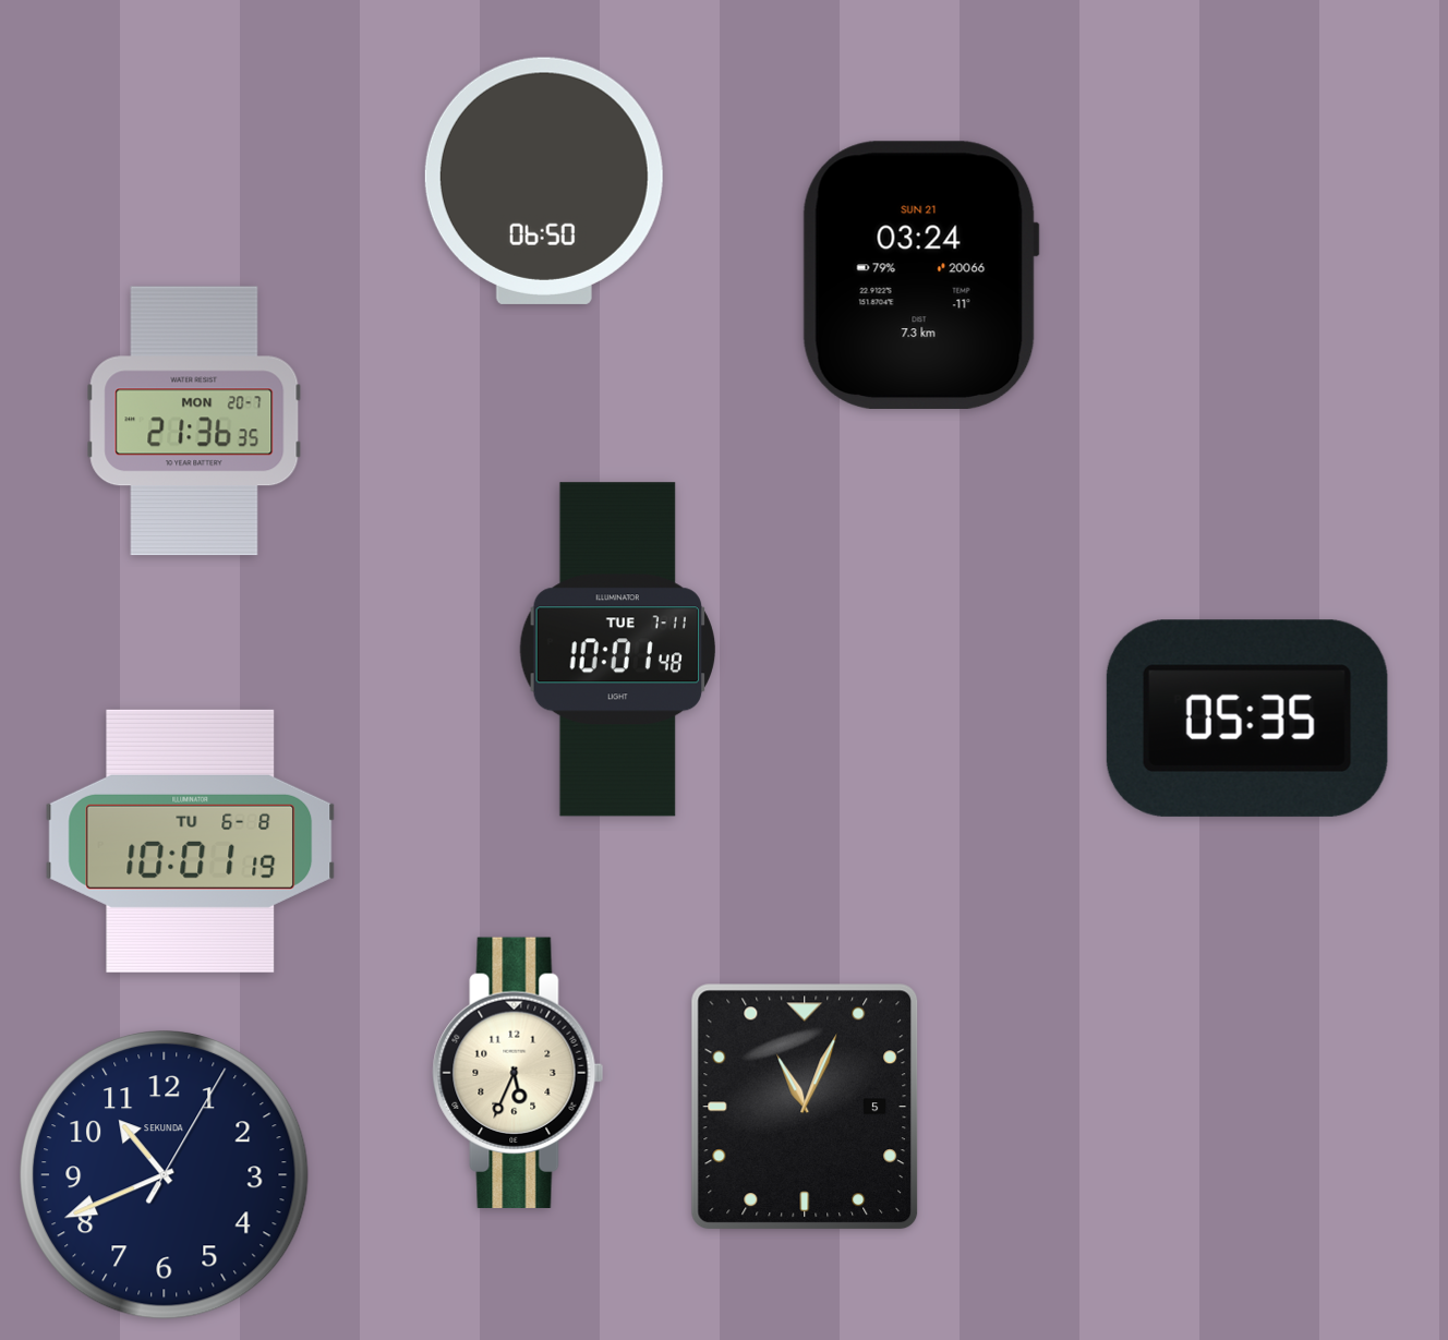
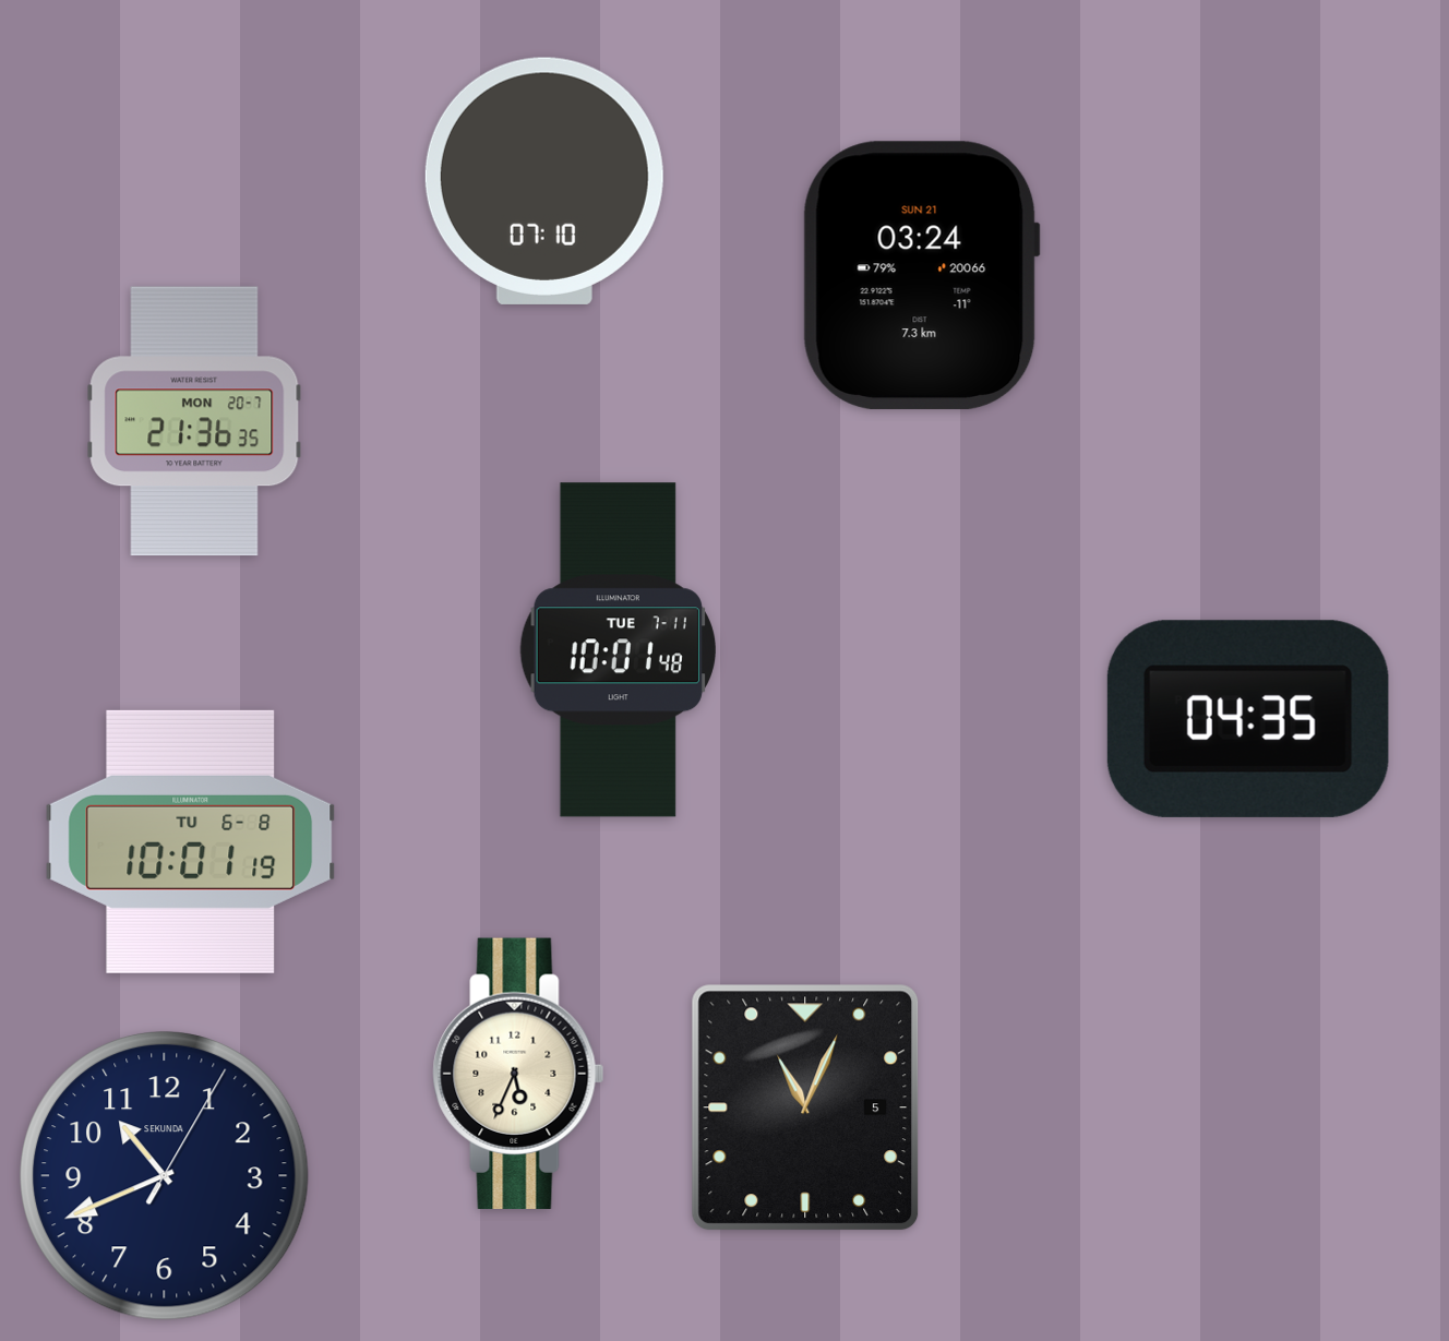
clock at (544, 181): 06:50 -> 07:10
clock at (1247, 719): 05:35 -> 04:35
